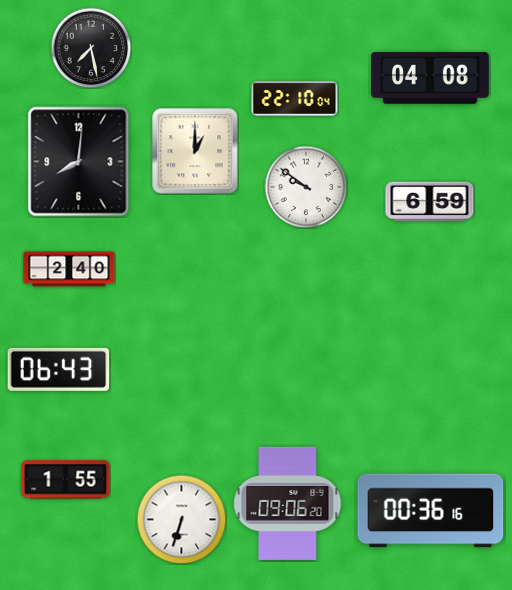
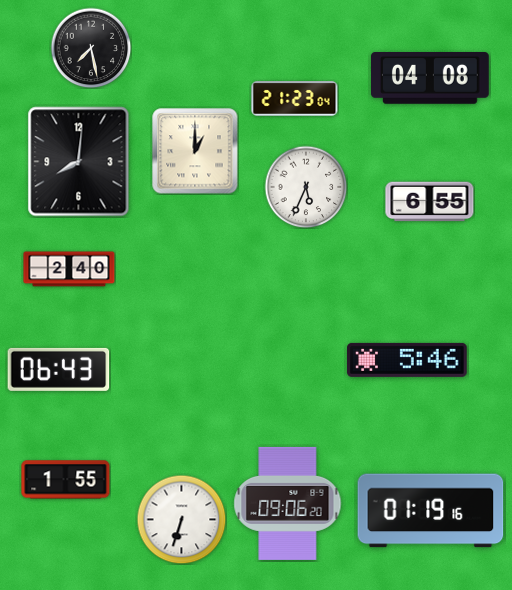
clock at (295, 99): 22:10 -> 21:23
clock at (306, 187): 9:51 -> 5:34
clock at (430, 202): 6:59 -> 6:55
clock at (407, 360): none -> 5:46
clock at (431, 511): 00:36 -> 01:19
